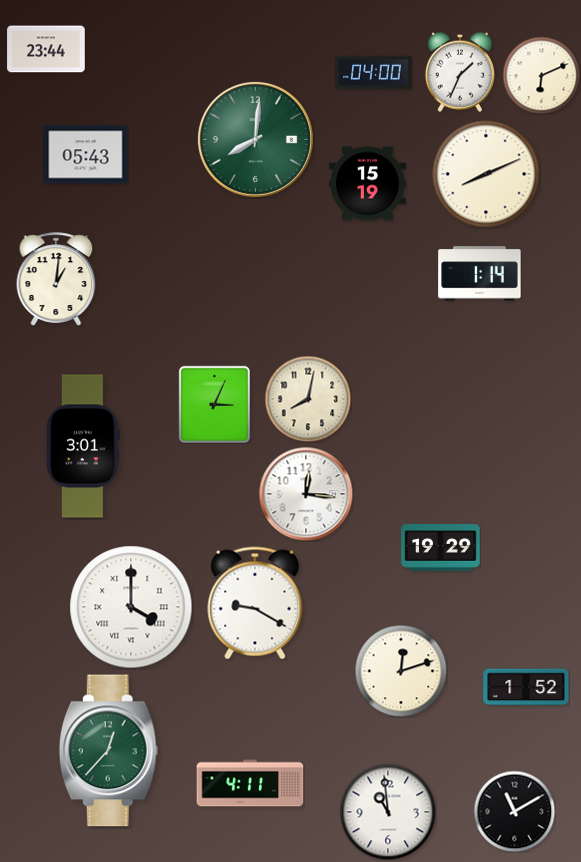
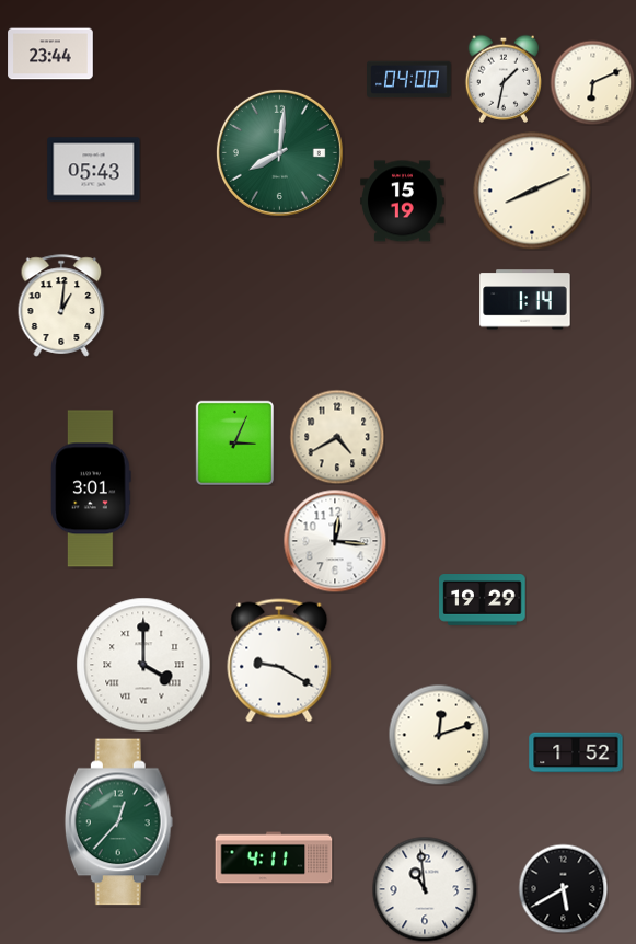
clock at (459, 72): 1:34 -> 1:32
clock at (308, 399): 8:02 -> 4:40
clock at (514, 811): 11:10 -> 5:40
